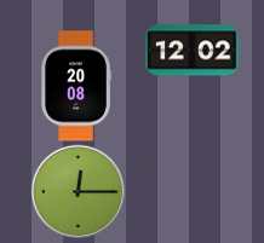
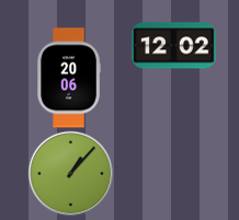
clock at (75, 86): 20:08 -> 20:06
clock at (78, 191): 12:15 -> 1:07
